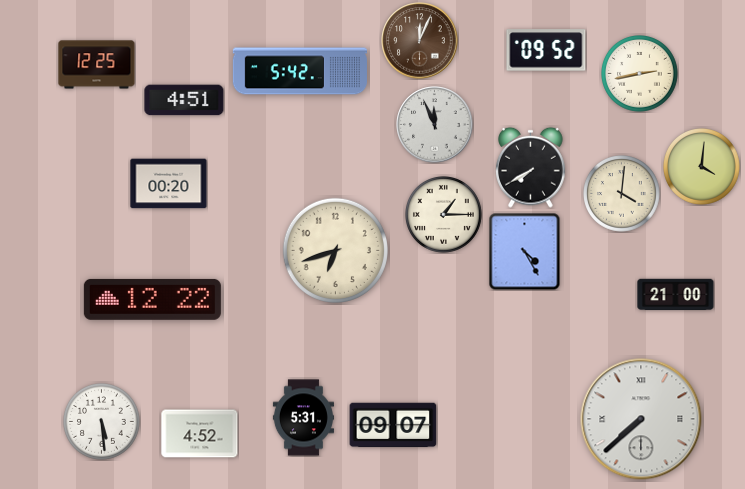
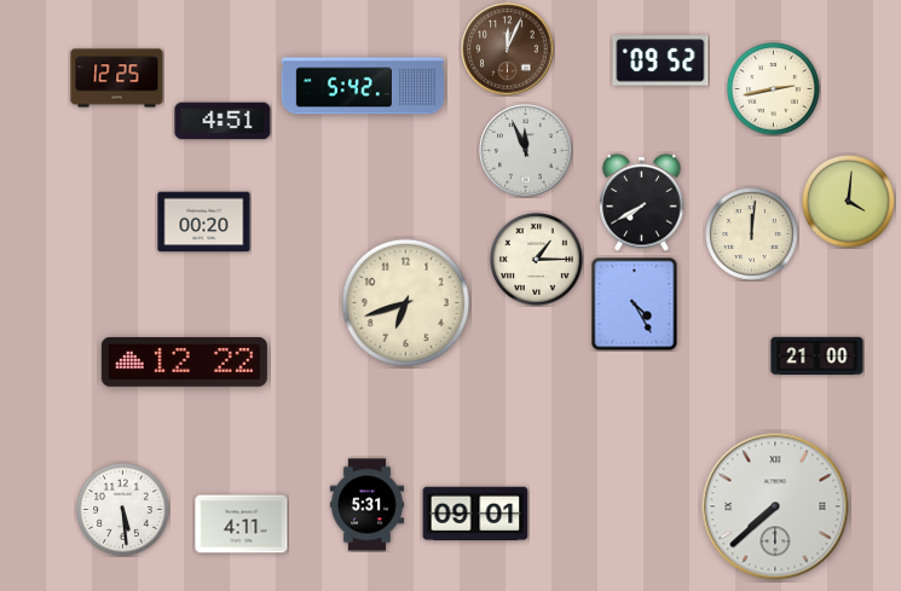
clock at (622, 194): 4:01 -> 12:01
clock at (393, 425): 09:07 -> 09:01
clock at (200, 434): 4:52 -> 4:11
